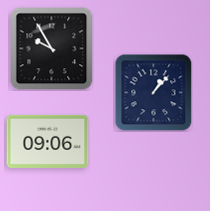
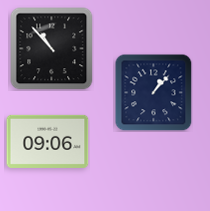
clock at (52, 49): 9:55 -> 10:53
